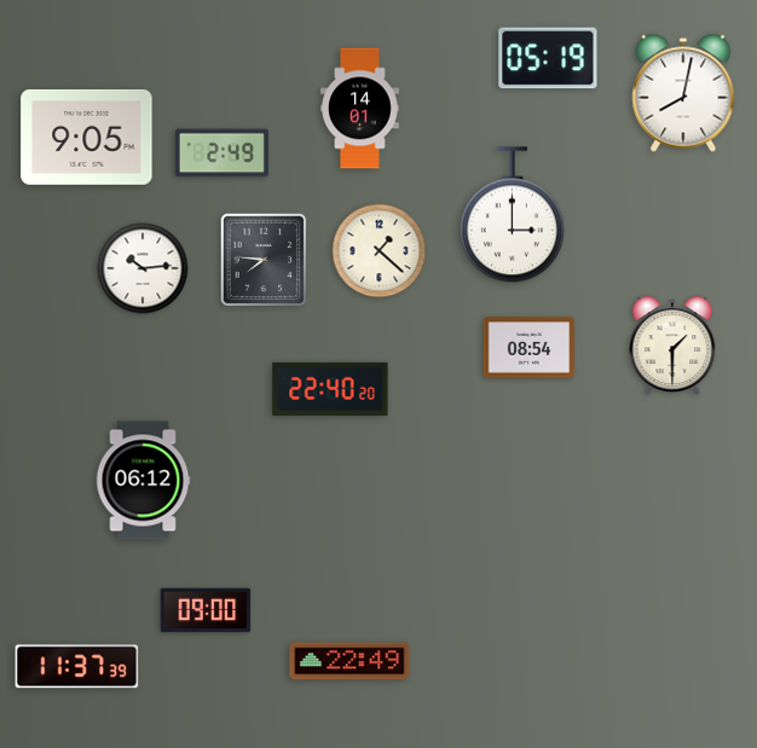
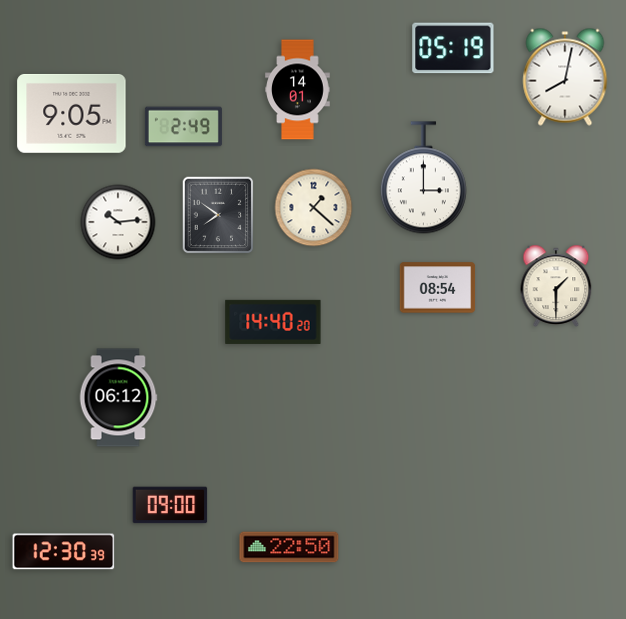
clock at (264, 260): 7:46 -> 7:51
clock at (330, 389): 22:40 -> 14:40
clock at (349, 661): 22:49 -> 22:50
clock at (77, 667): 11:37 -> 12:30
